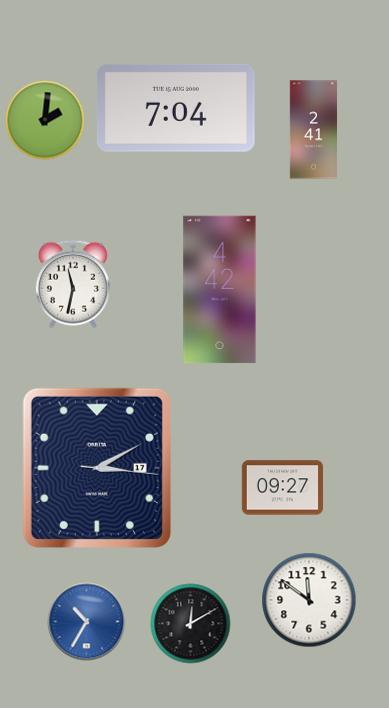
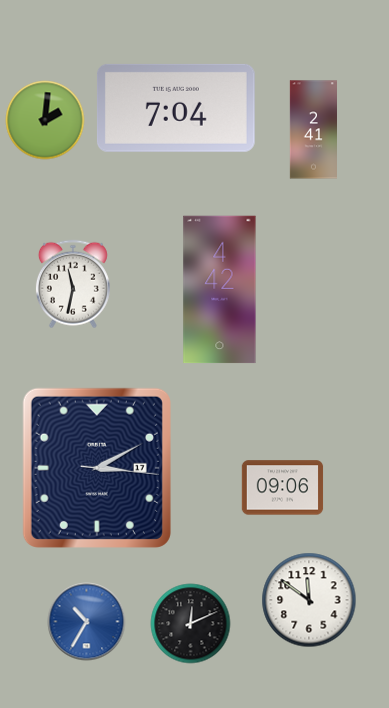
clock at (283, 488): 09:27 -> 09:06
clock at (191, 624): 12:10 -> 12:11
